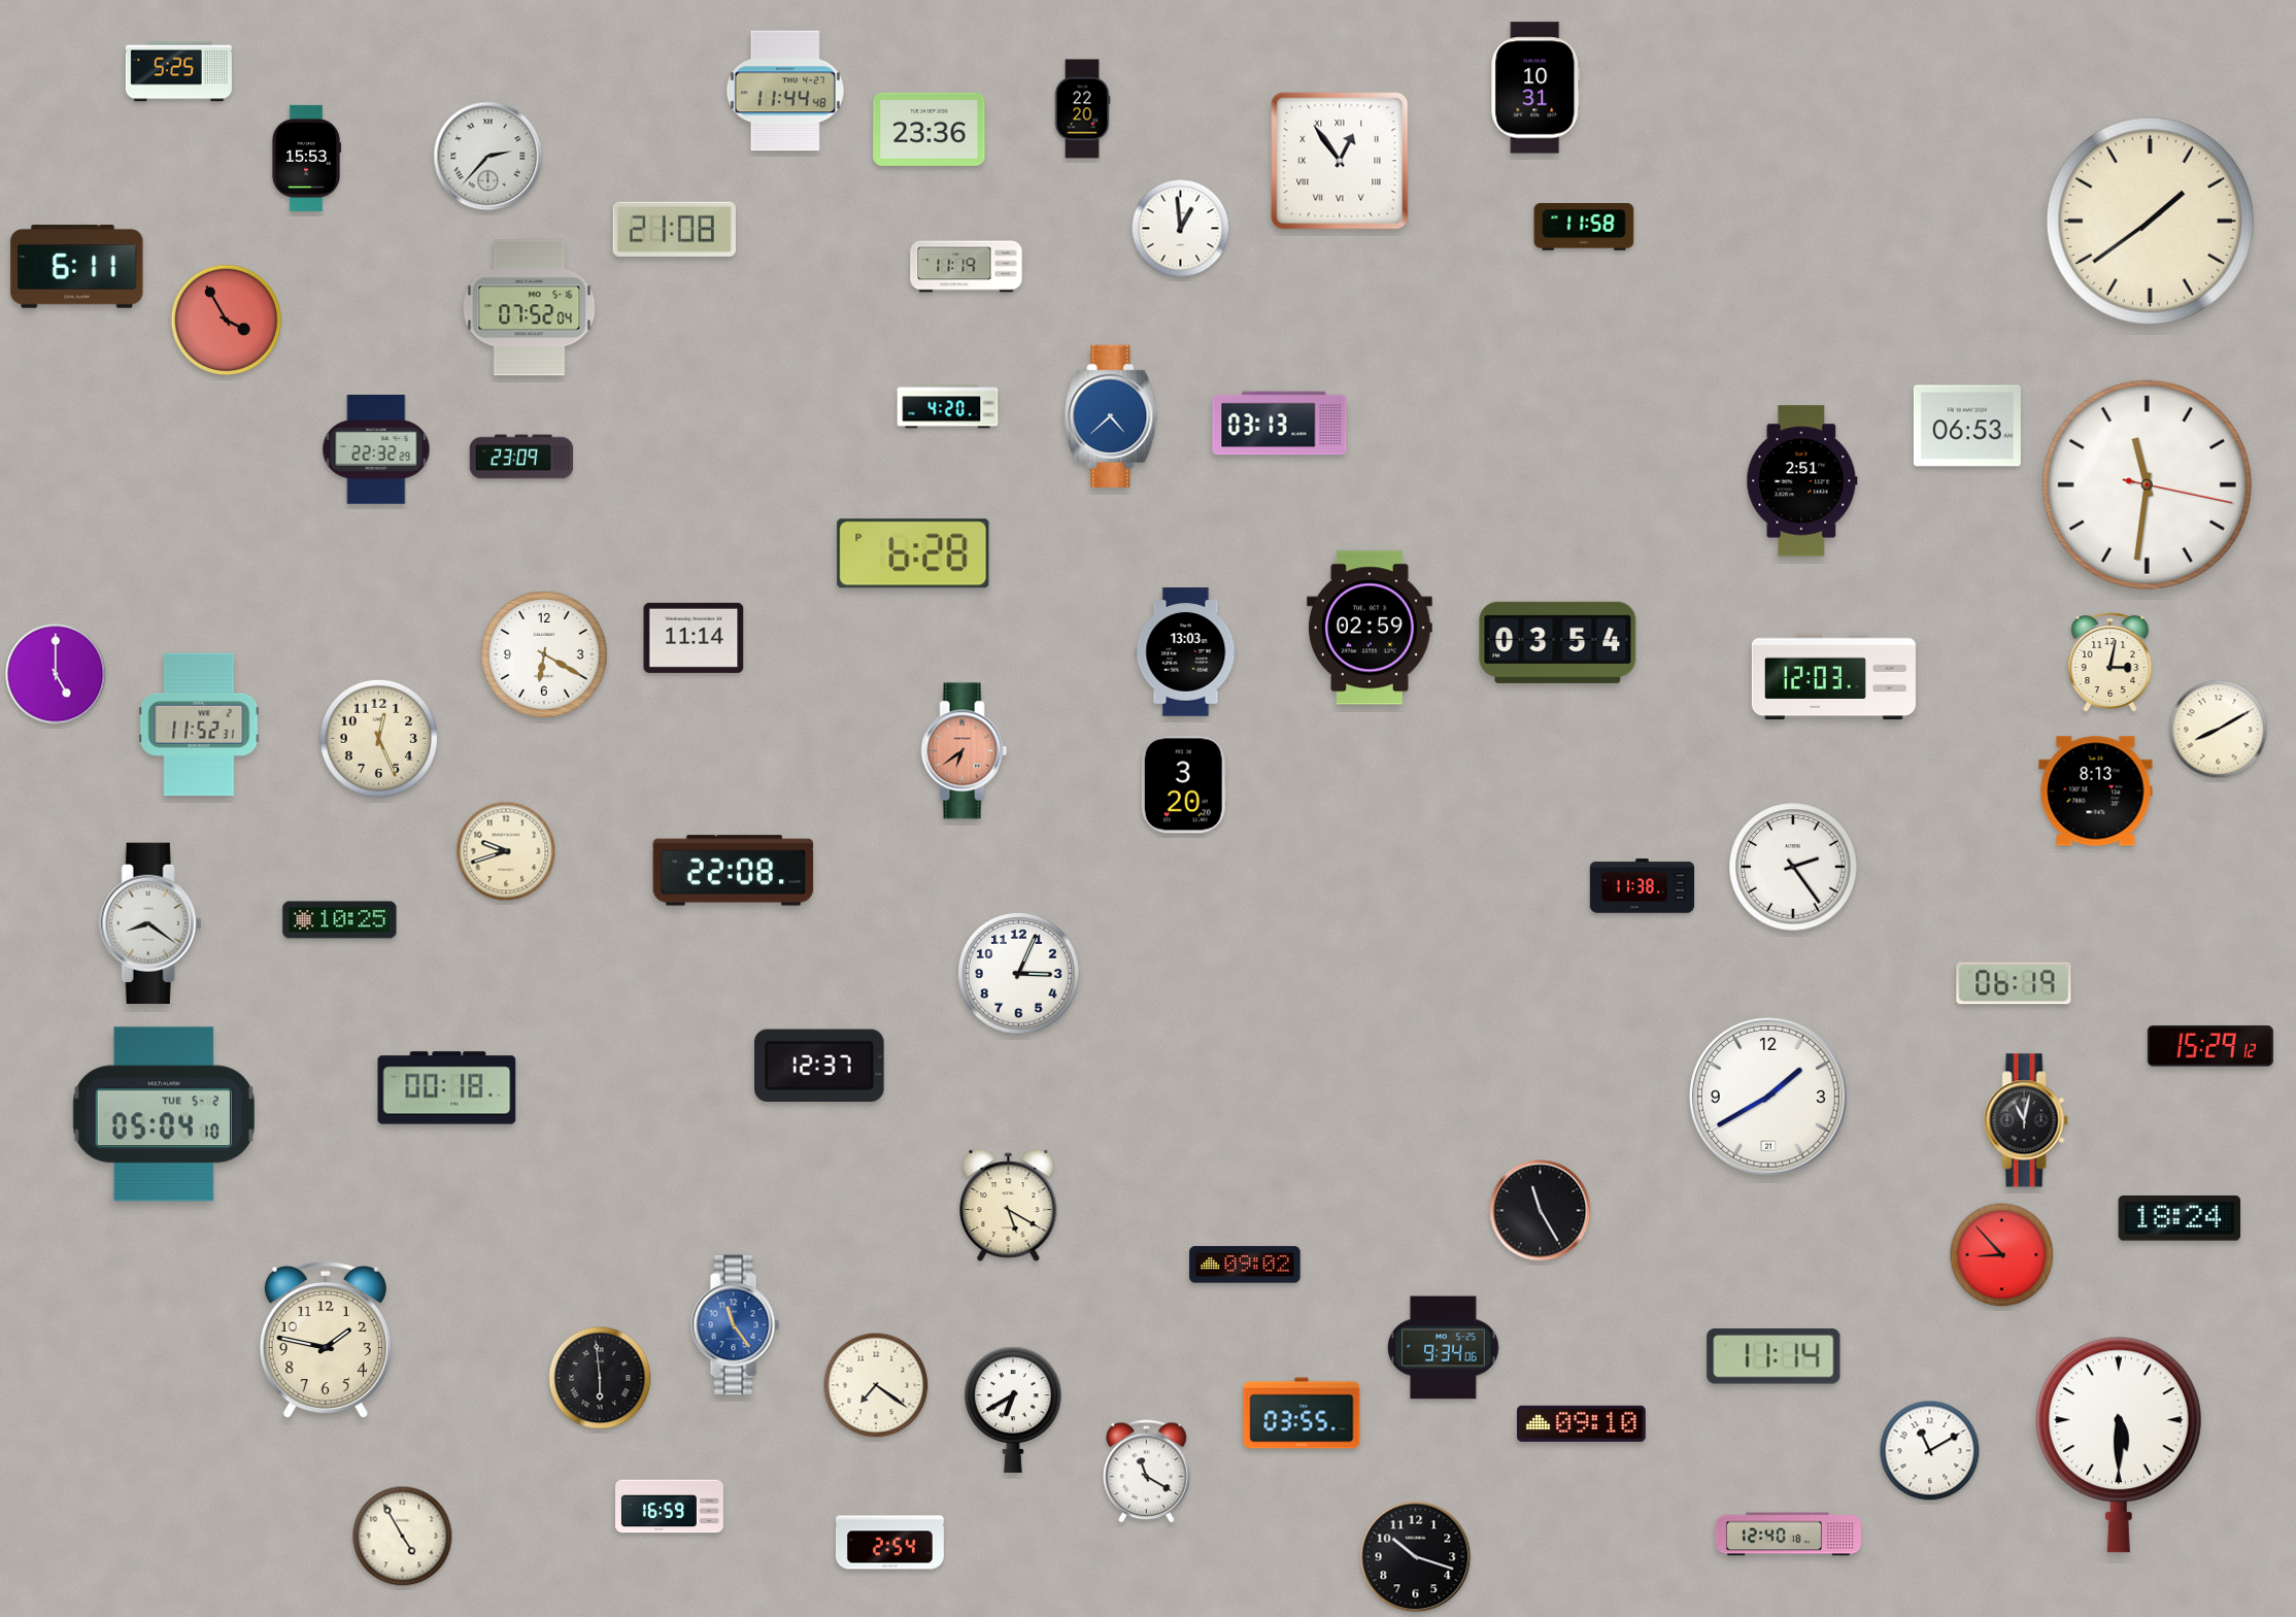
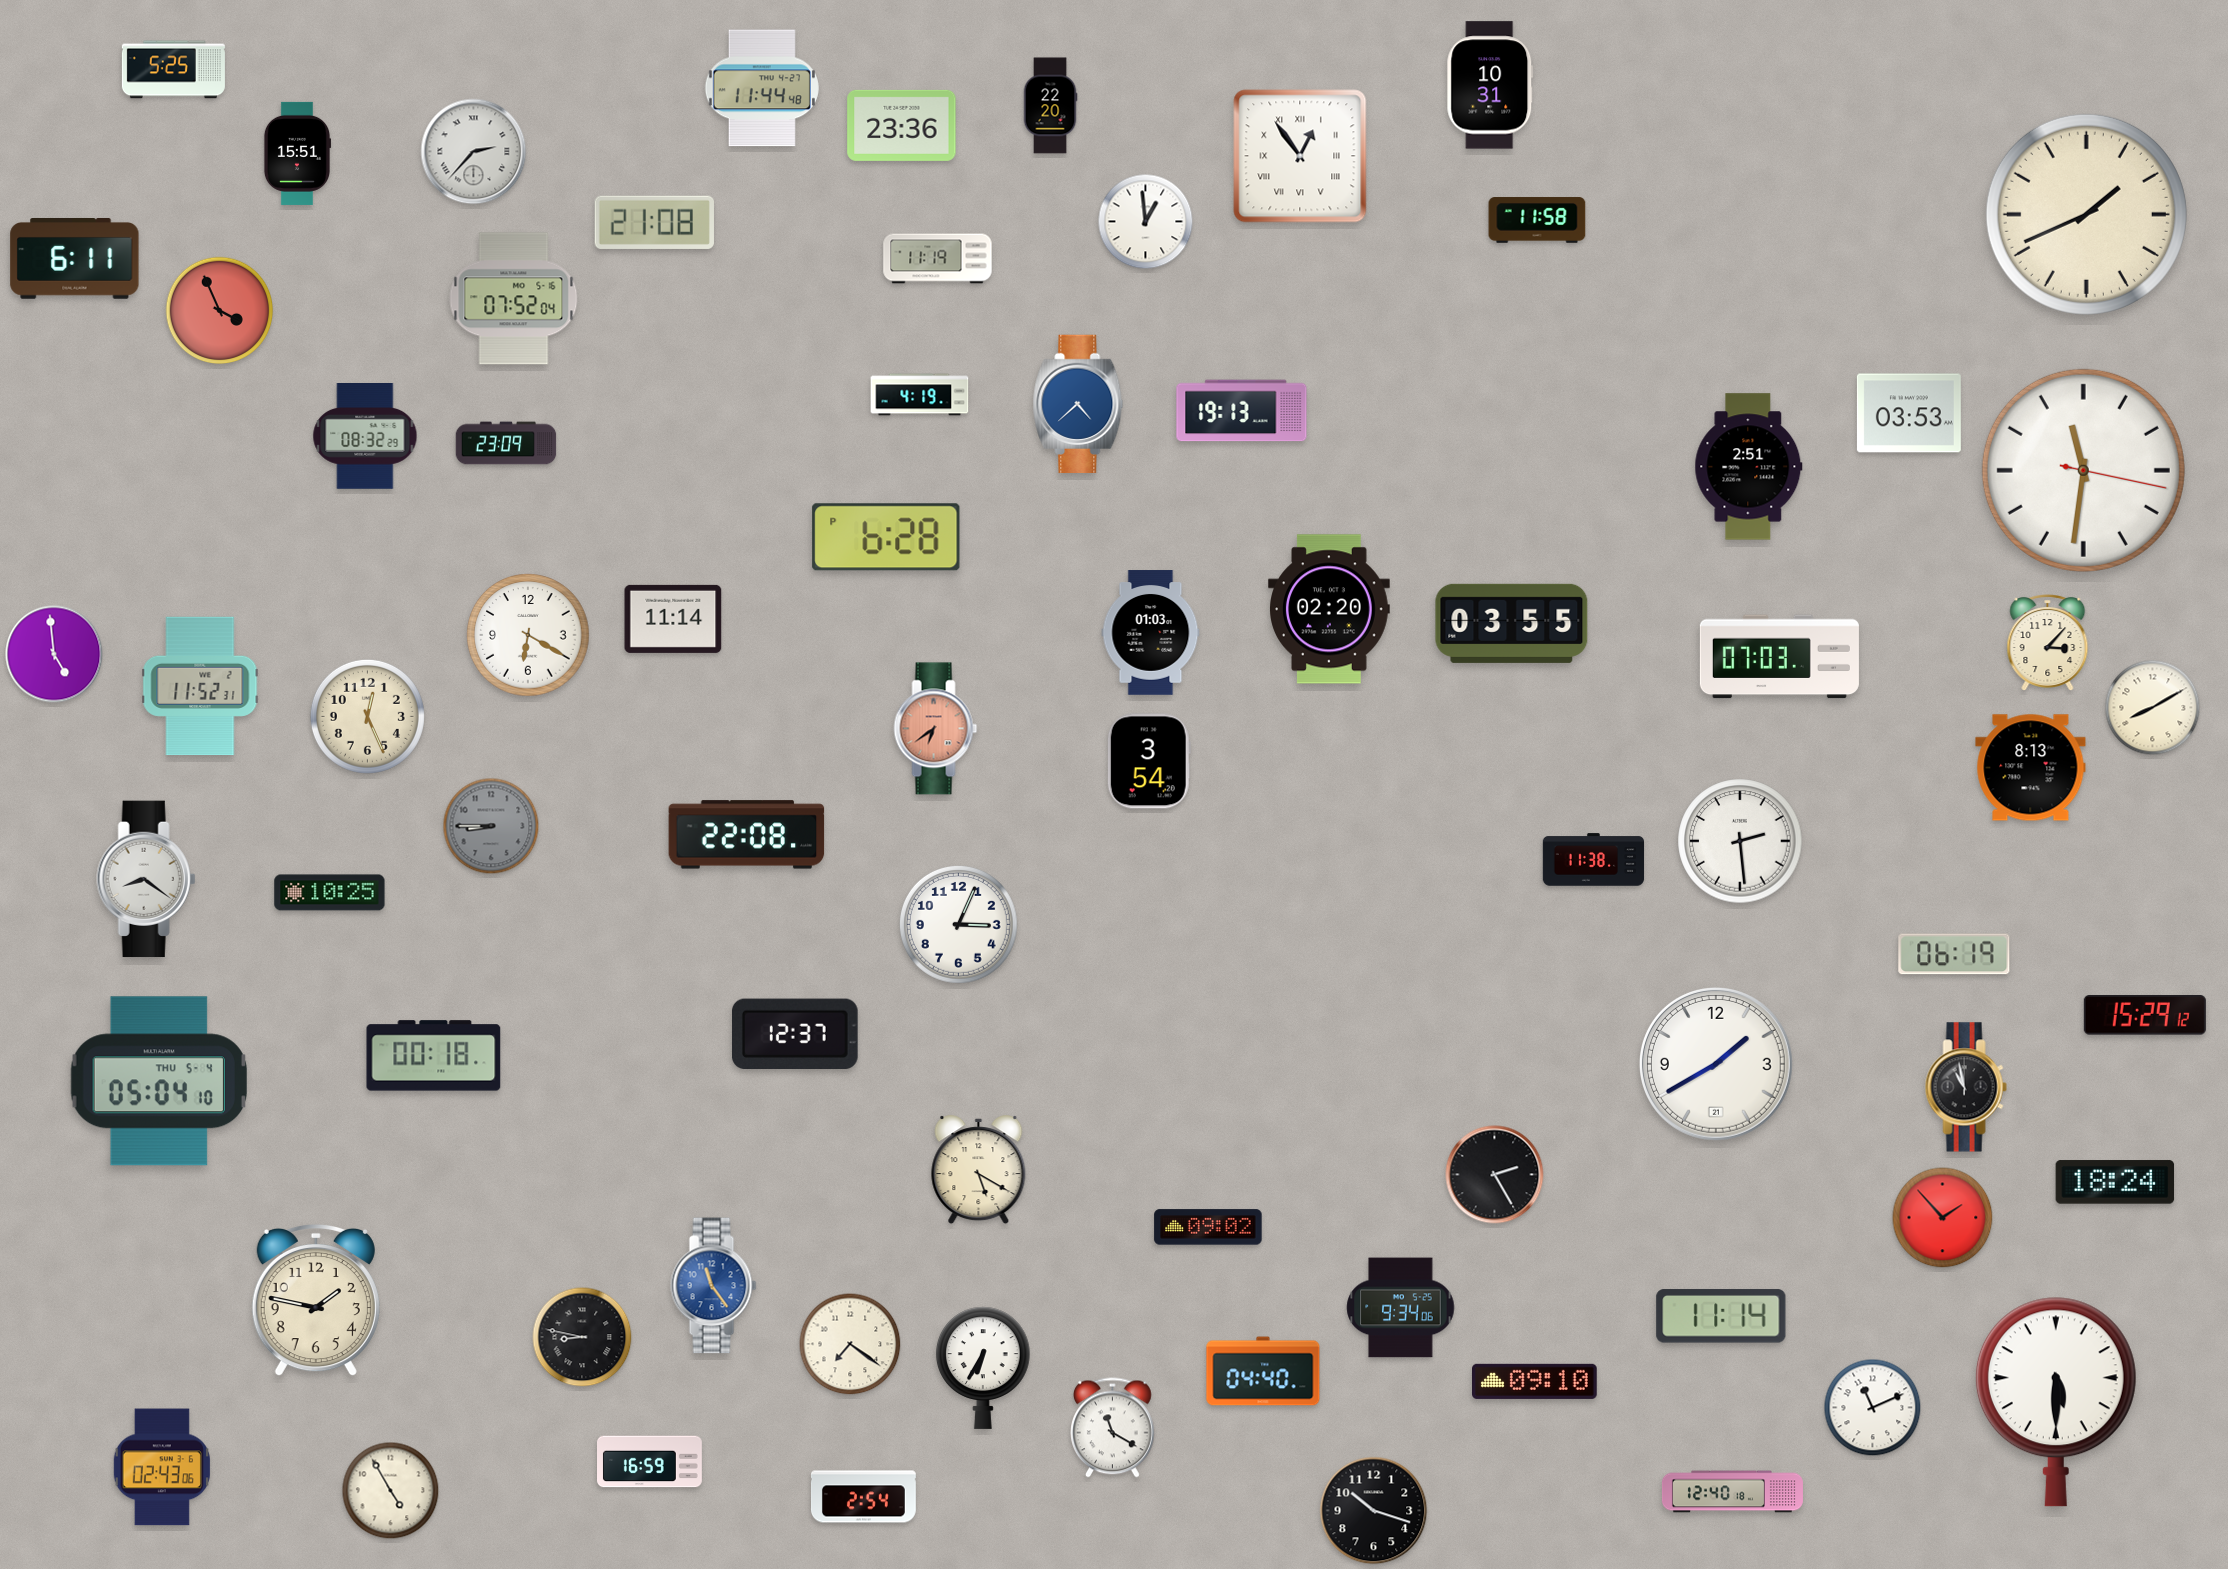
clock at (305, 158): 15:53 -> 15:51
clock at (2150, 221): 1:39 -> 1:41
clock at (227, 321): 3:55 -> 3:56
clock at (948, 407): 4:20 -> 4:19
clock at (1280, 424): 03:13 -> 19:13
clock at (1967, 426): 06:53 -> 03:53
clock at (376, 450): 22:32 -> 08:32
clock at (1371, 628): 02:59 -> 02:20
clock at (1558, 642): 03:54 -> 03:55
clock at (1186, 652): 13:03 -> 01:03
clock at (2111, 663): 3:02 -> 3:07
clock at (56, 674): 5:00 -> 4:59
clock at (1833, 677): 12:03 -> 07:03
clock at (199, 725) position: (199, 725) -> (200, 686)
clock at (1184, 784): 3:20 -> 3:54
clock at (2096, 791) position: (2096, 791) -> (2031, 768)
clock at (506, 851): 9:42 -> 8:45
clock at (506, 851) dial: cream -> grey
clock at (1793, 867): 2:24 -> 2:29
clock at (734, 871) position: (734, 871) -> (747, 835)
clock at (150, 923) position: (150, 923) -> (146, 879)
clock at (1018, 973) position: (1018, 973) -> (958, 924)
clock at (164, 1114) date: TUE 5-2 -> THU 5-4
clock at (2026, 1120): 11:02 -> 10:58
clock at (1541, 1211): 11:25 -> 2:25
clock at (2002, 1255): 8:53 -> 1:53
clock at (600, 1378): 5:59 -> 8:47
clock at (1013, 1410): 6:40 -> 6:35
clock at (1302, 1413): 03:55 -> 04:40
clock at (1930, 1451): 11:10 -> 11:11
clock at (162, 1467): none -> 02:43
clock at (1788, 1535) position: (1788, 1535) -> (1732, 1492)
